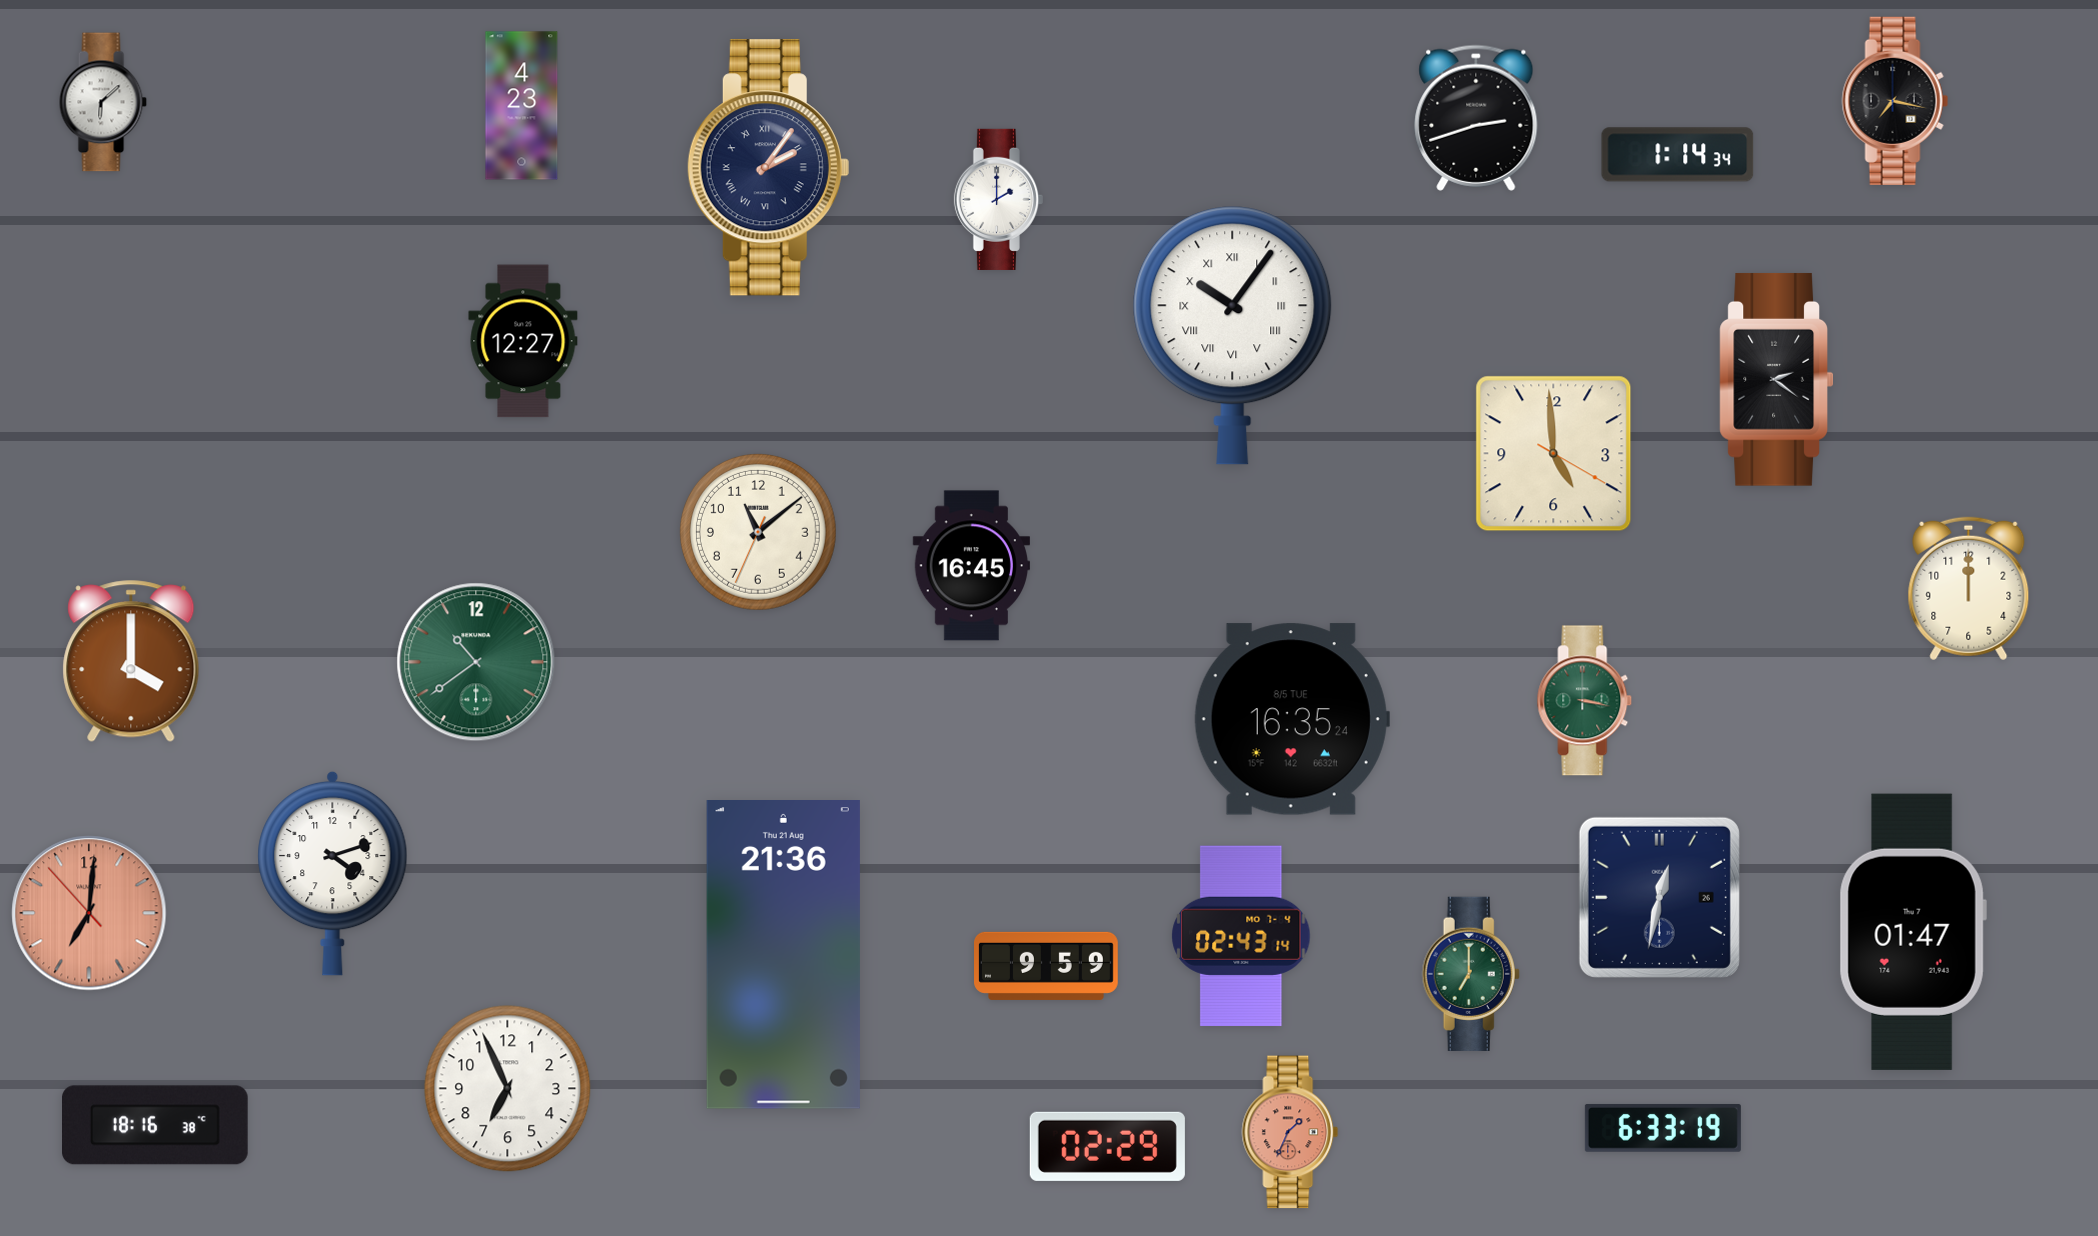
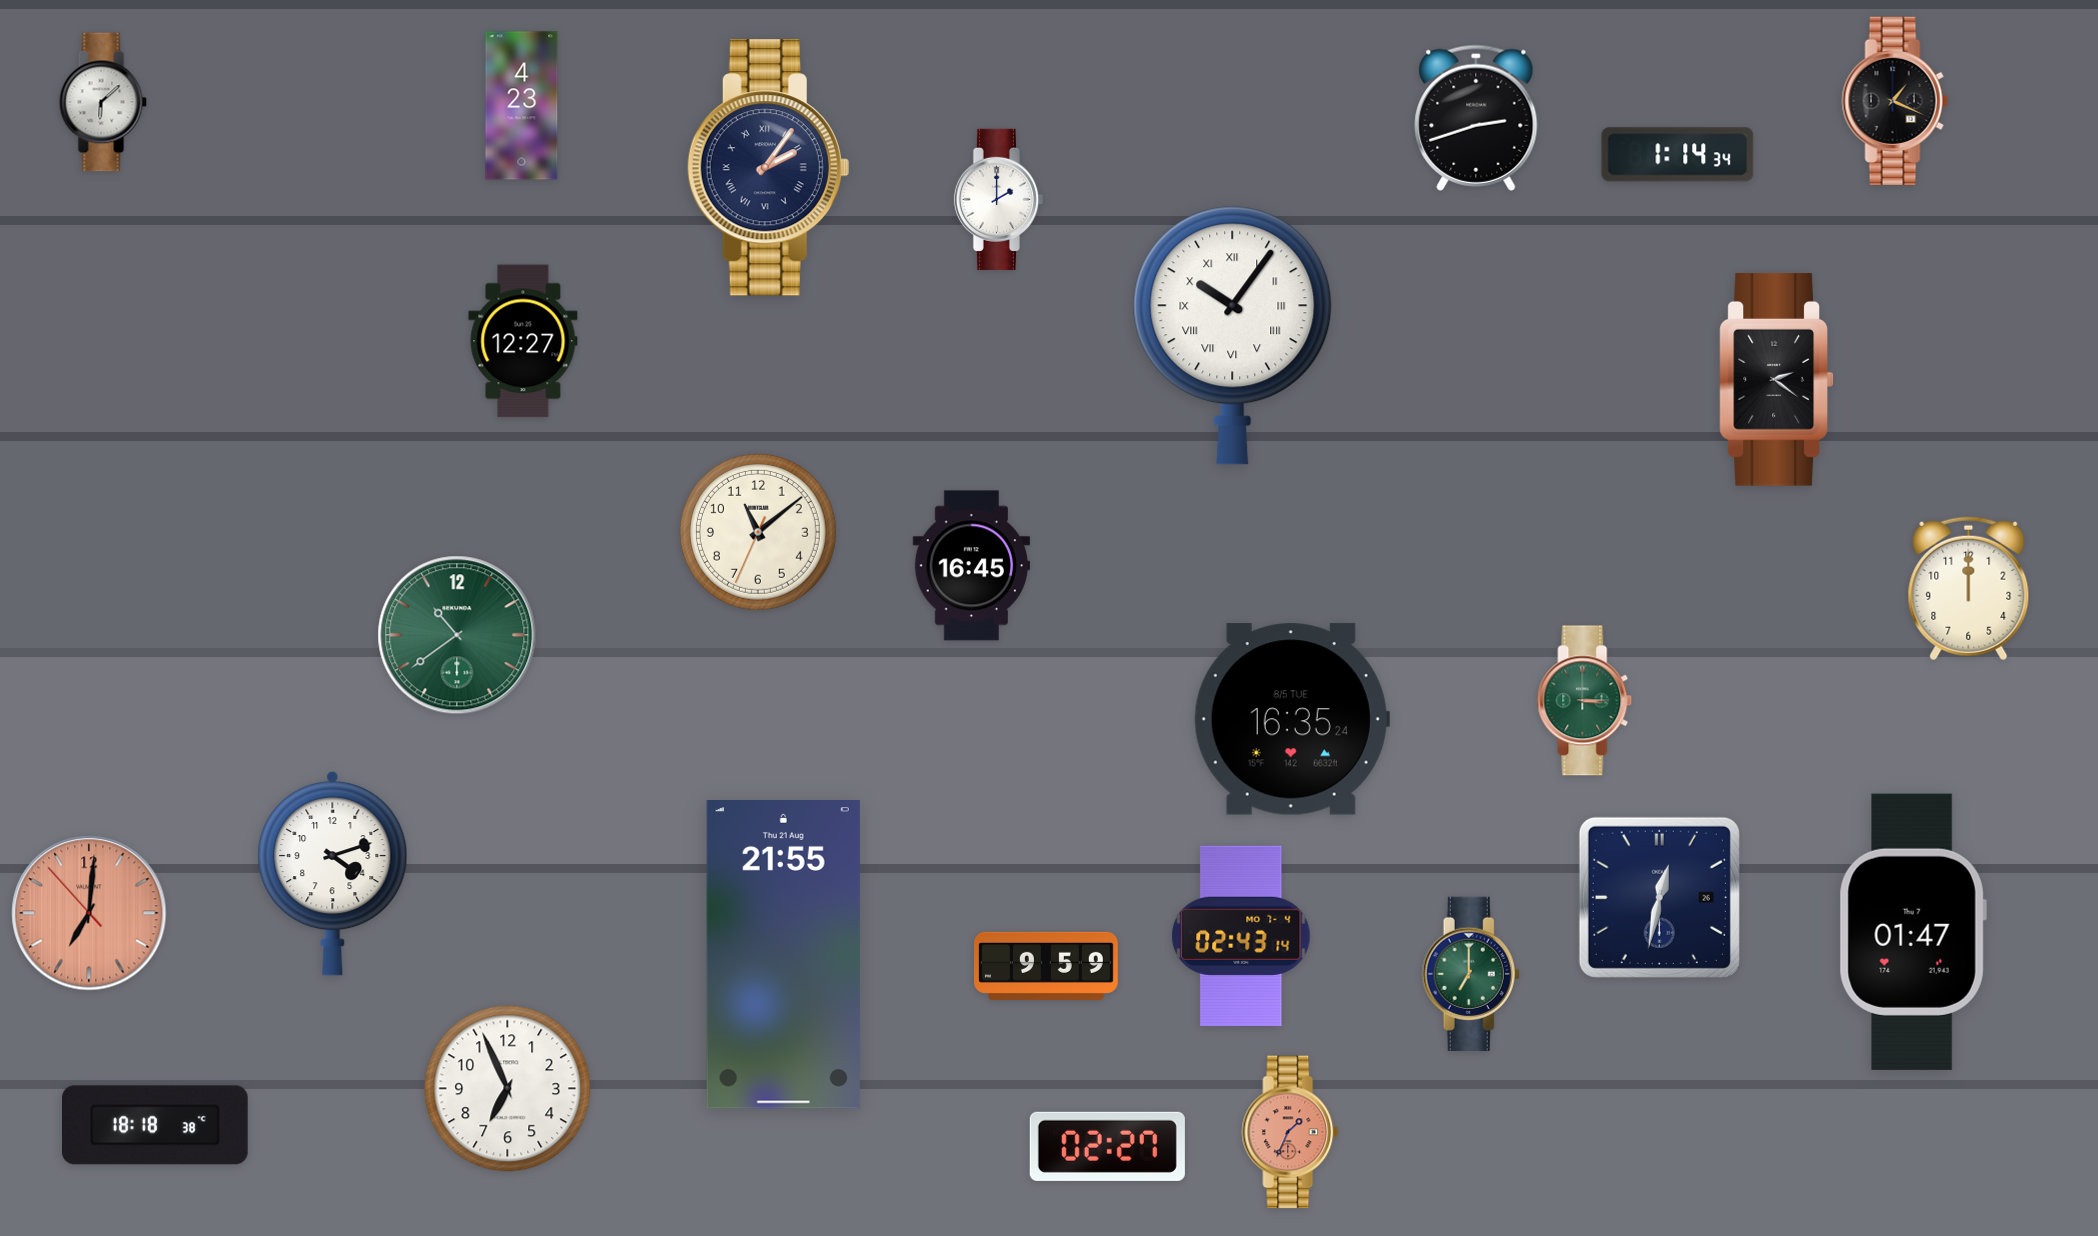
clock at (1895, 101): 7:17 -> 1:19
clock at (1554, 454): 4:59 -> none
clock at (131, 661): 4:00 -> none
clock at (476, 662) position: (476, 662) -> (457, 635)
clock at (1585, 701): 3:17 -> 3:15
clock at (783, 955): 21:36 -> 21:55
clock at (156, 1125): 18:16 -> 18:18
clock at (1663, 1128): 6:33 -> none
clock at (1107, 1146): 02:29 -> 02:27
